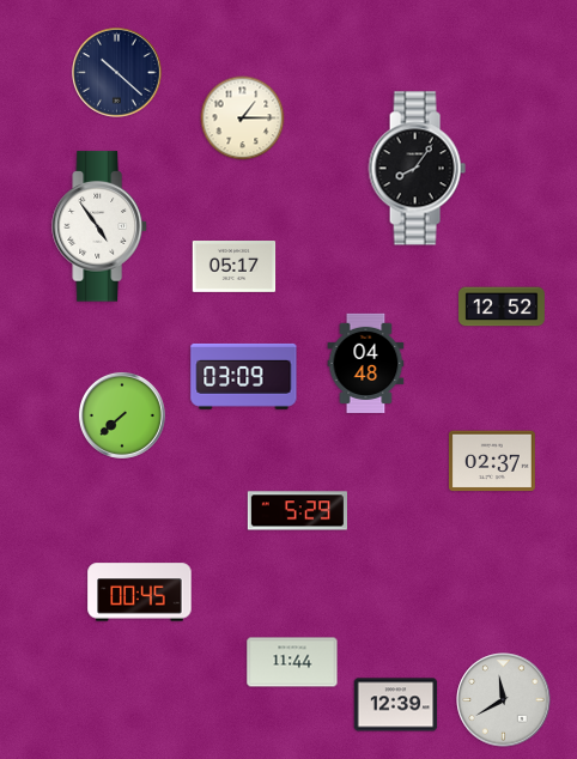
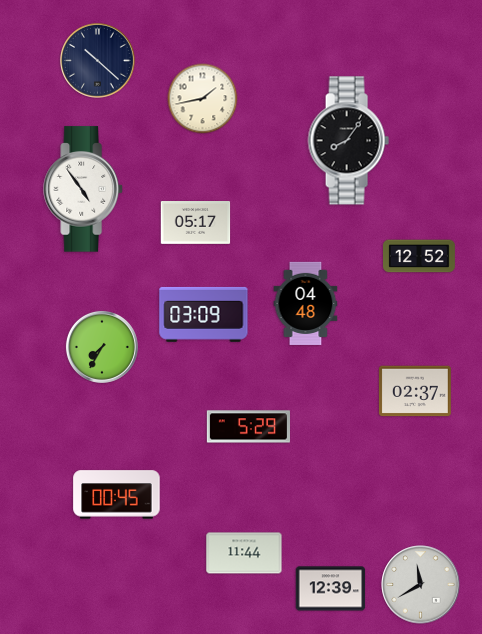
clock at (243, 119): 1:15 -> 1:43
clock at (122, 415): 7:38 -> 7:35
clock at (492, 461) position: (492, 461) -> (415, 391)
